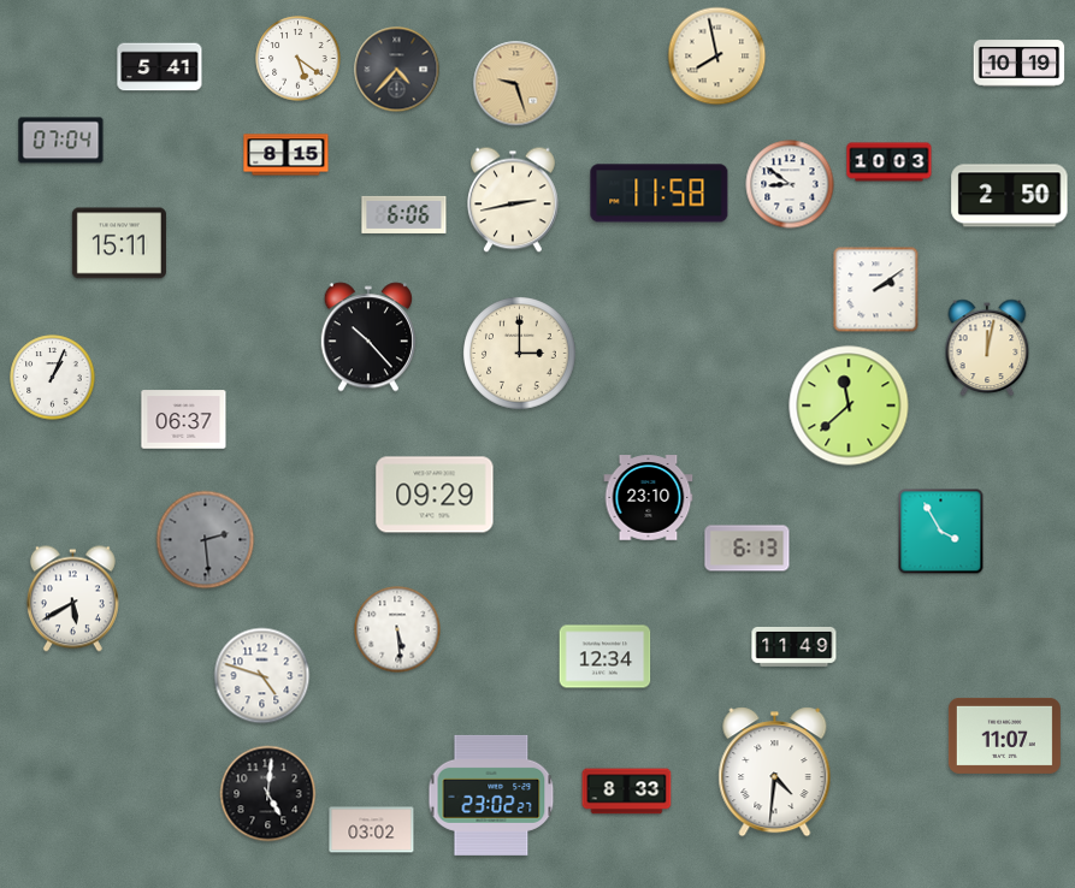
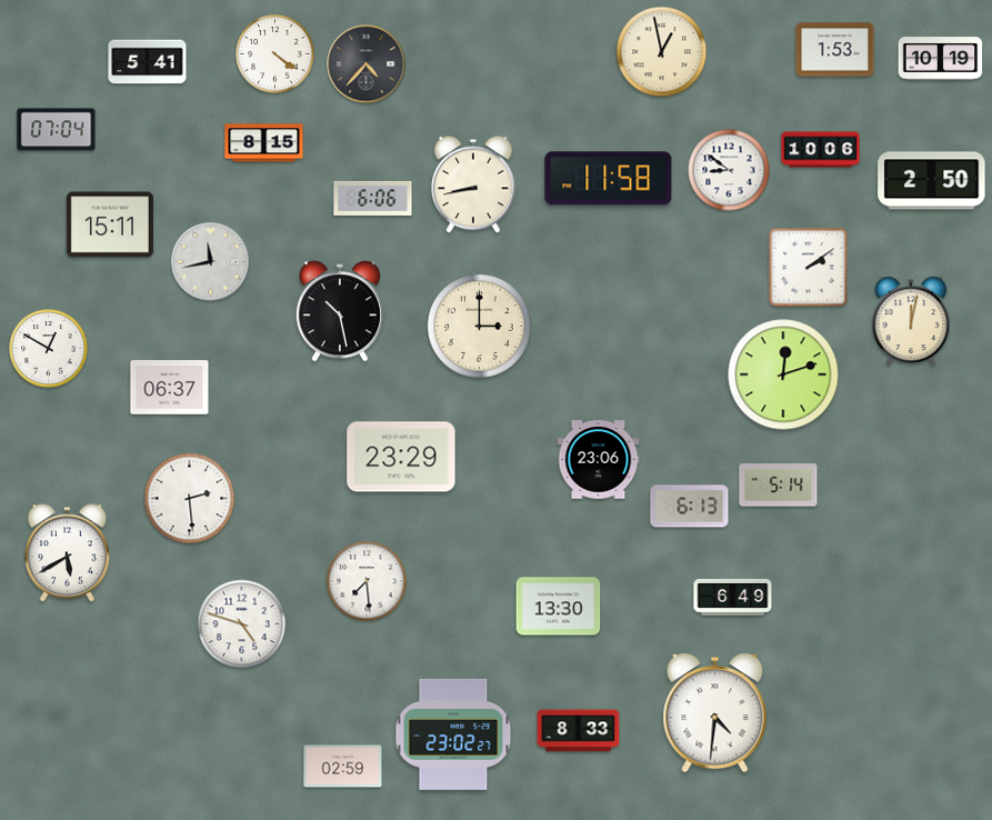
clock at (835, 50): none -> 1:53
clock at (717, 57): 7:58 -> 12:58
clock at (299, 59): 5:21 -> 4:21
clock at (516, 84): 9:27 -> none
clock at (890, 162): 10:03 -> 10:06
clock at (514, 200): 2:43 -> 8:43
clock at (211, 262): none -> 11:43
clock at (368, 337): 10:23 -> 10:28
clock at (53, 378): 1:04 -> 12:50
clock at (849, 405): 11:38 -> 12:12
clock at (435, 495): 09:29 -> 23:29
clock at (649, 498): 23:10 -> 23:06
clock at (779, 486): none -> 5:14
clock at (941, 532): 3:55 -> none
clock at (206, 540) dial: grey -> white
clock at (397, 629): 5:29 -> 7:29
clock at (795, 646): 11:49 -> 6:49
clock at (606, 657): 12:34 -> 13:30
clock at (1004, 735): 11:07 -> none
clock at (268, 794): 5:01 -> none
clock at (372, 830): 03:02 -> 02:59
